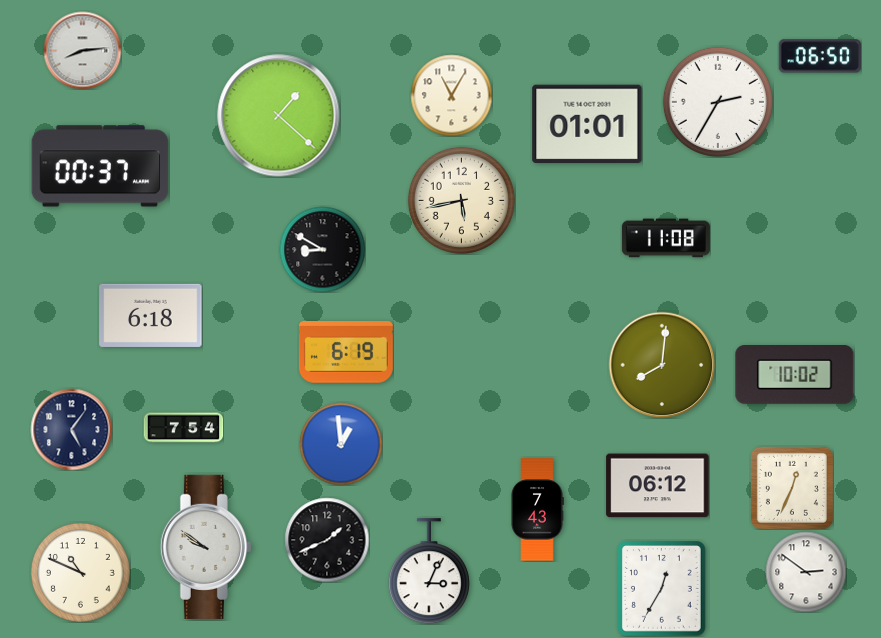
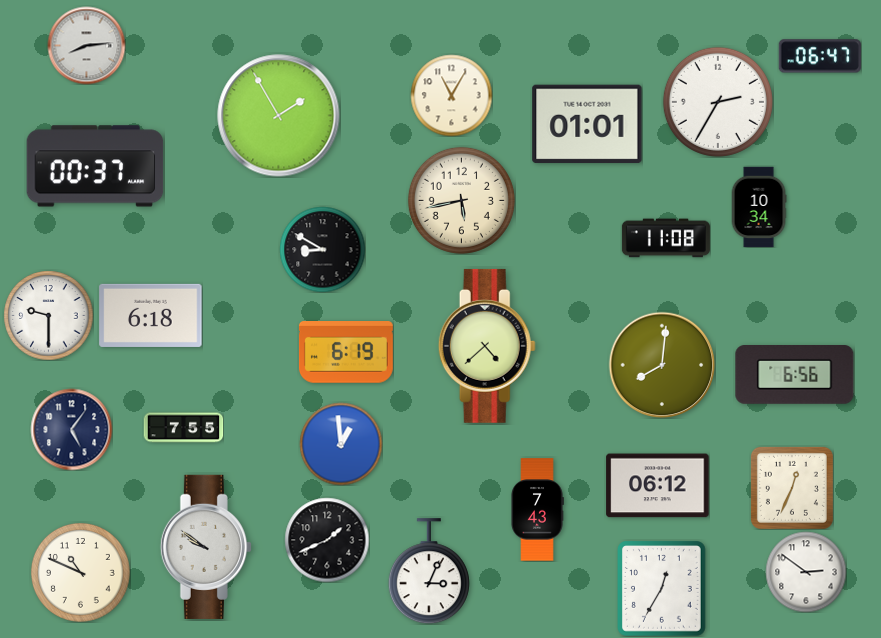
clock at (82, 50) position: (82, 50) -> (86, 45)
clock at (819, 56): 06:50 -> 06:47
clock at (279, 116): 1:22 -> 1:55
clock at (100, 166) position: (100, 166) -> (95, 166)
clock at (759, 207): none -> 10:34
clock at (48, 315): none -> 9:30
clock at (487, 346): none -> 4:38
clock at (795, 375): 10:02 -> 6:56
clock at (183, 428): 7:54 -> 7:55
